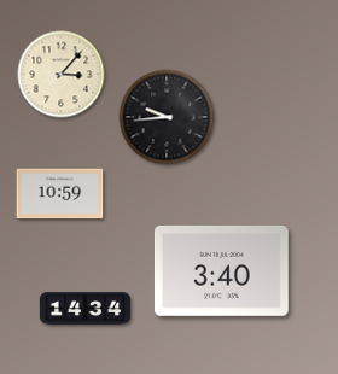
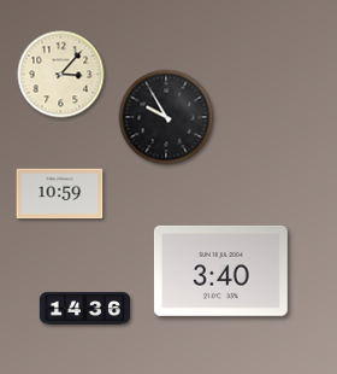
clock at (167, 117): 9:44 -> 9:55
clock at (84, 309): 14:34 -> 14:36
